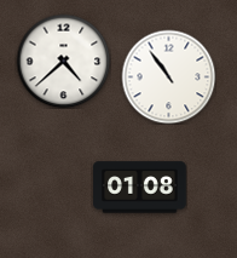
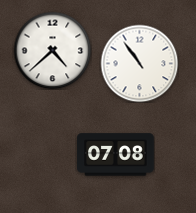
clock at (140, 188): 01:08 -> 07:08
